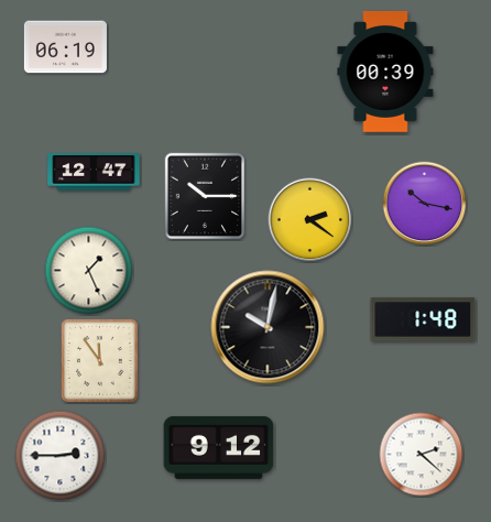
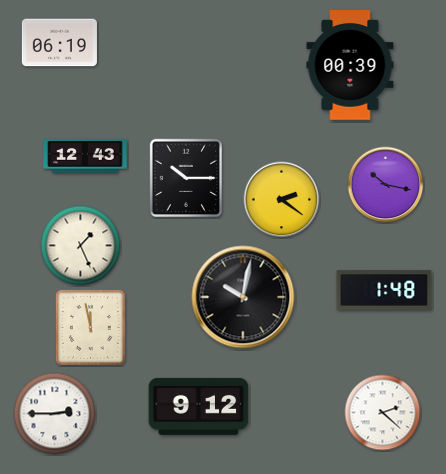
clock at (94, 172): 12:47 -> 12:43
clock at (99, 360): 11:54 -> 11:58
